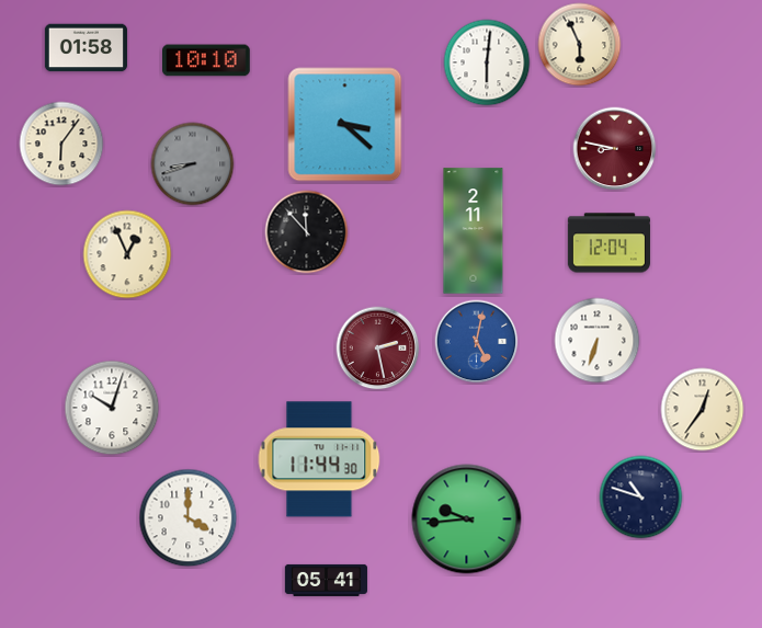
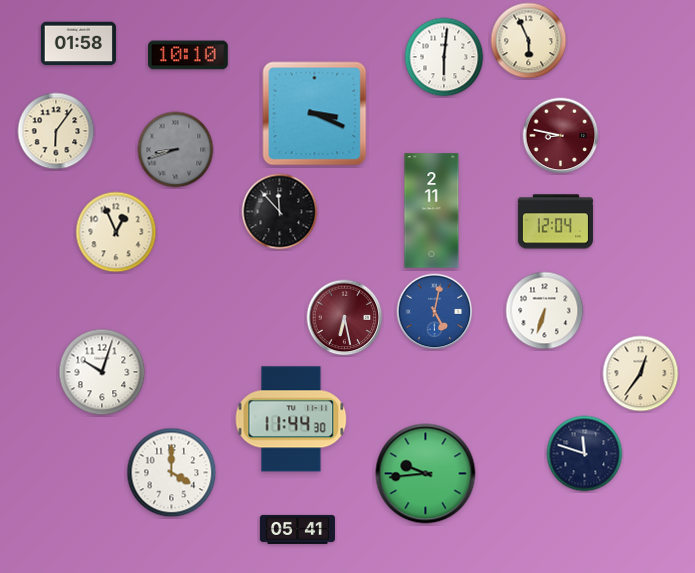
clock at (345, 125): 3:22 -> 3:19
clock at (378, 349): 2:28 -> 6:28
clock at (641, 498): 10:48 -> 11:48
